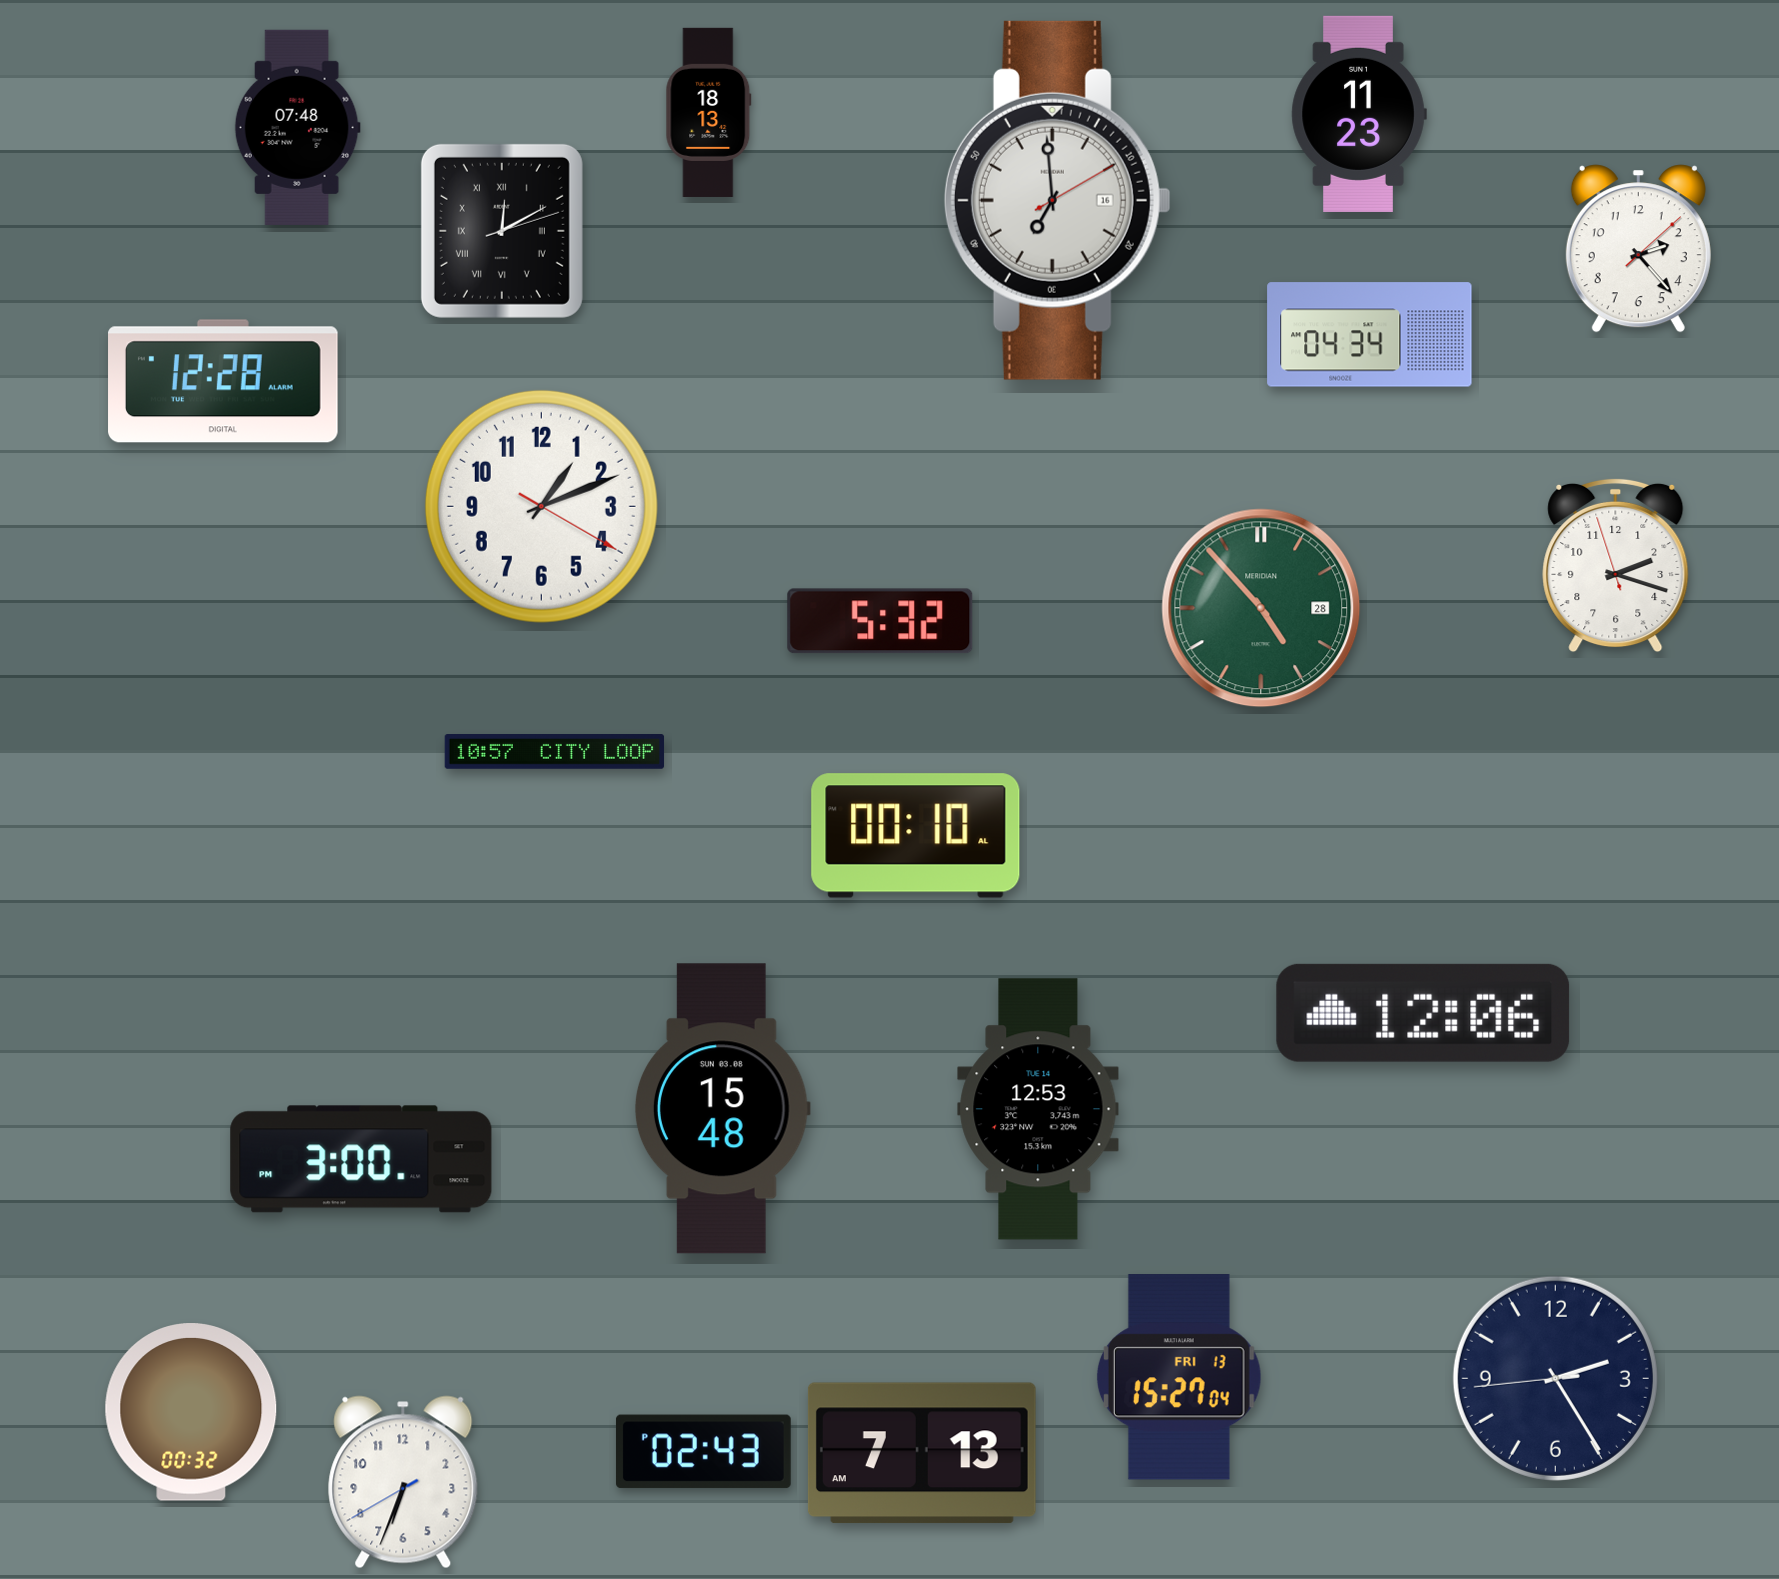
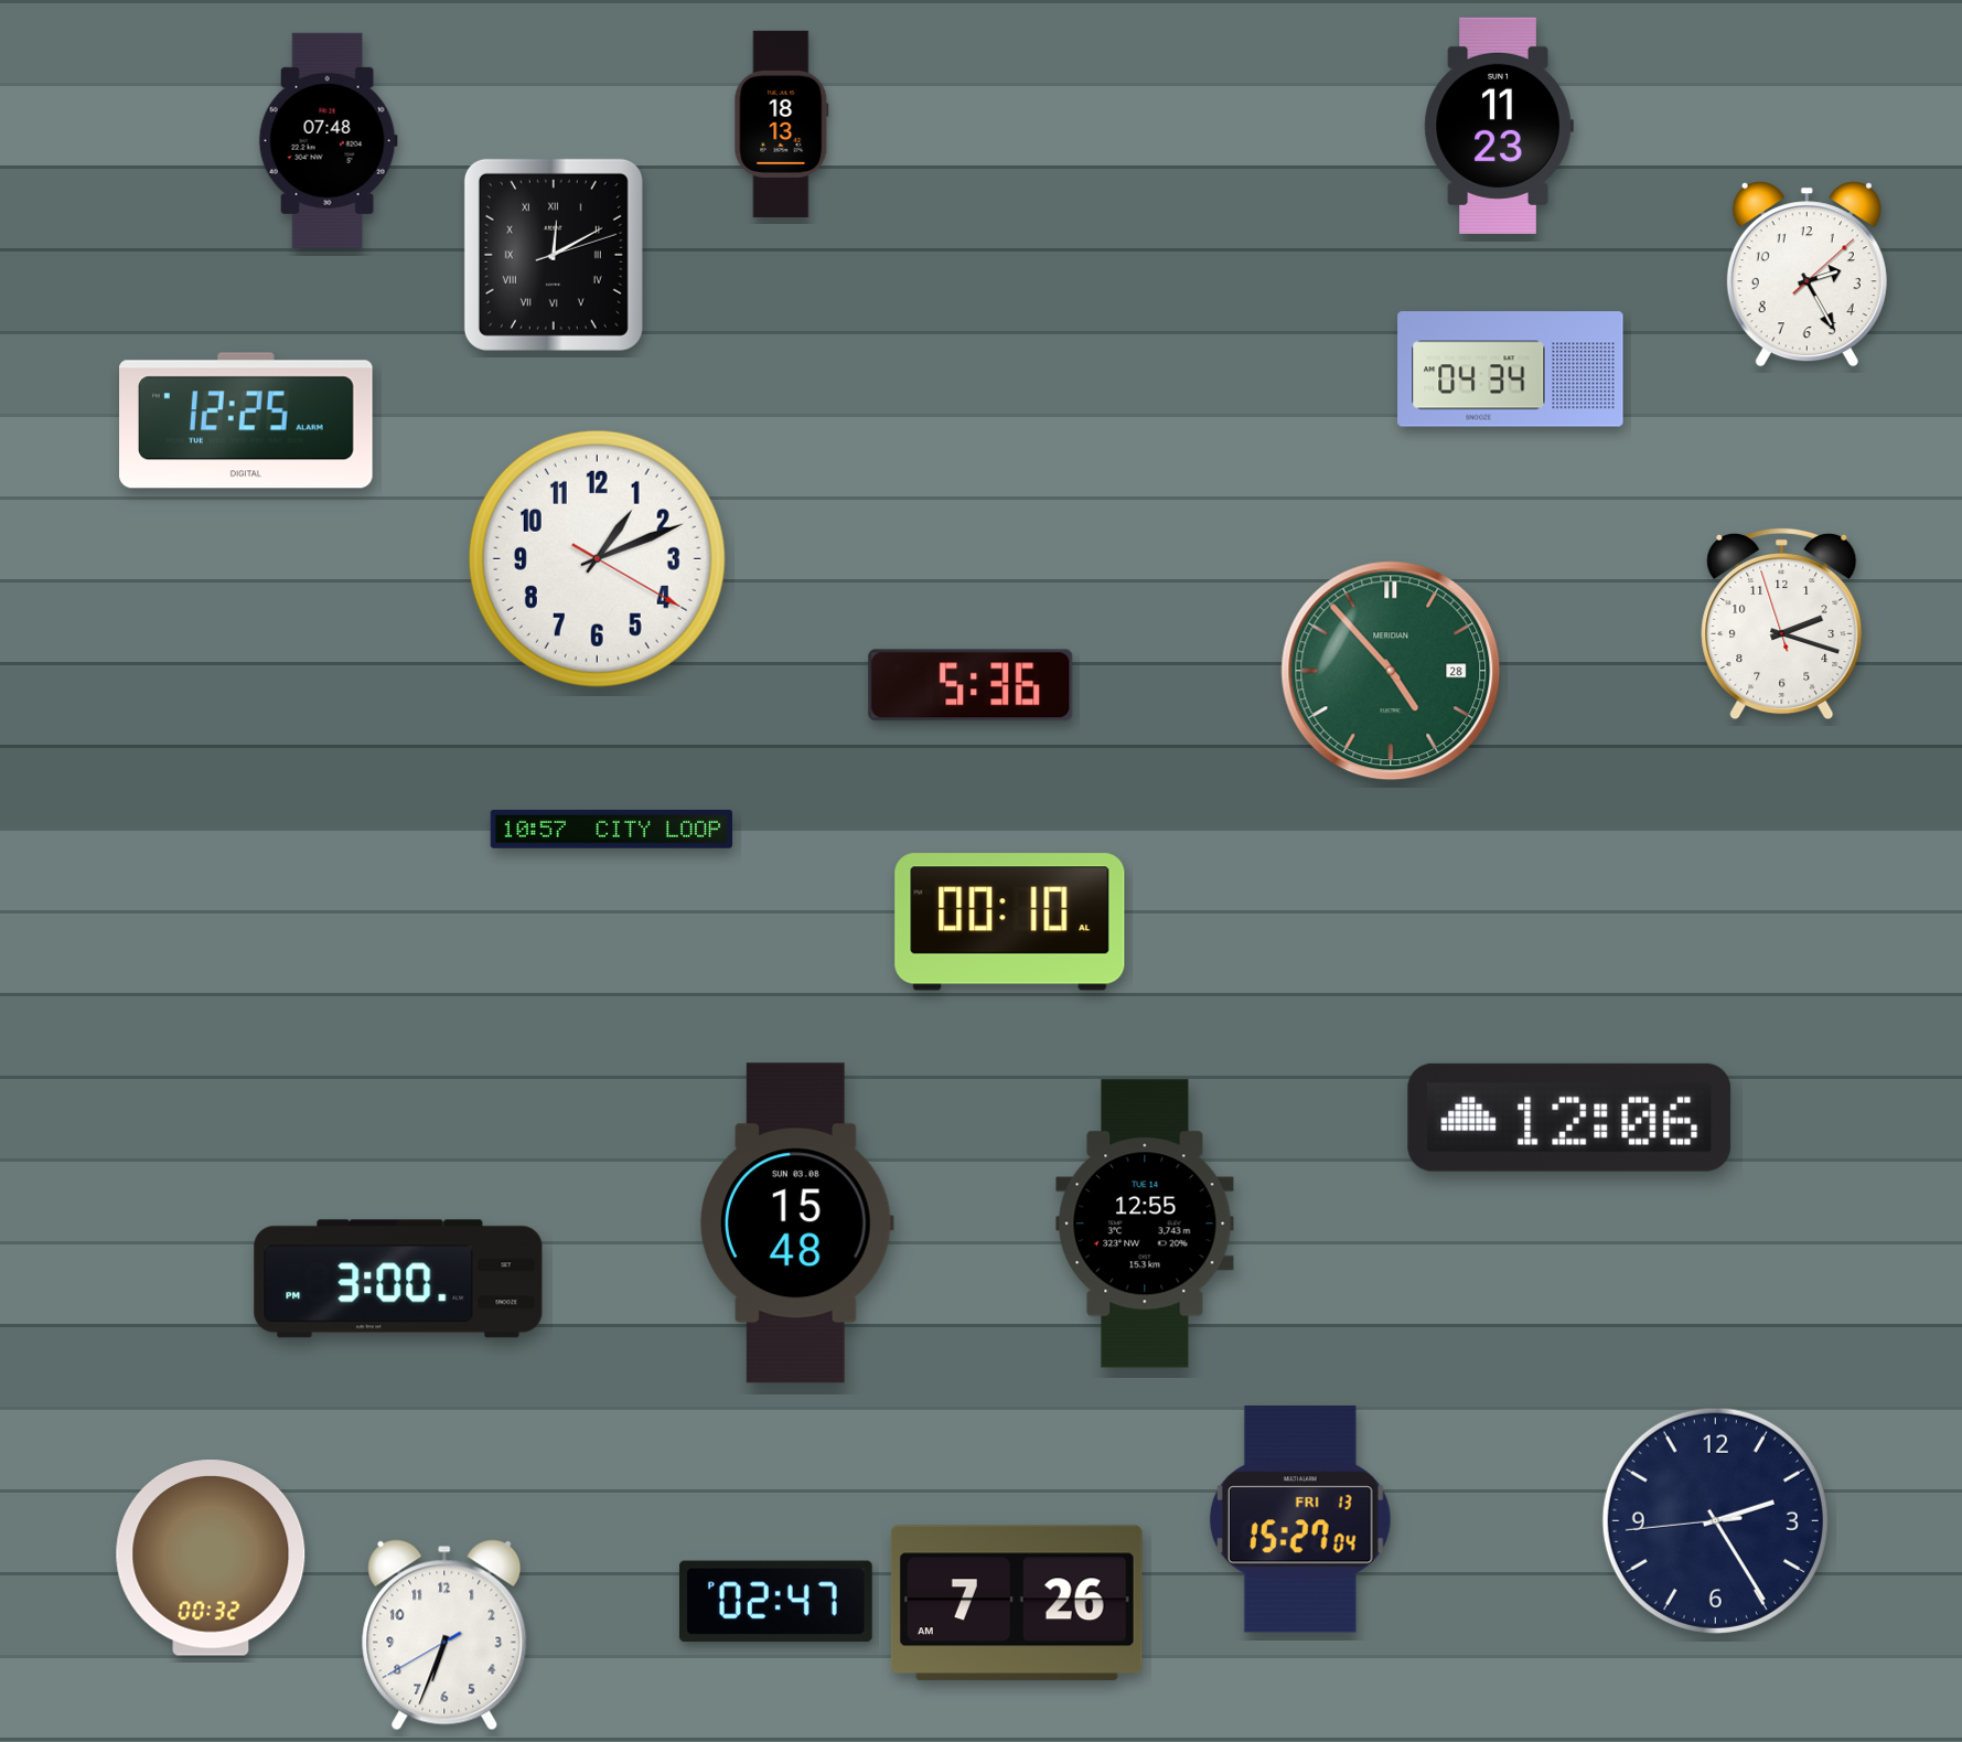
clock at (1057, 200): 6:59 -> none
clock at (1638, 249): 2:23 -> 2:25
clock at (223, 381): 12:28 -> 12:25
clock at (880, 621): 5:32 -> 5:36
clock at (1038, 1109): 12:53 -> 12:55
clock at (703, 1452): 02:43 -> 02:47
clock at (922, 1453): 7:13 -> 7:26
